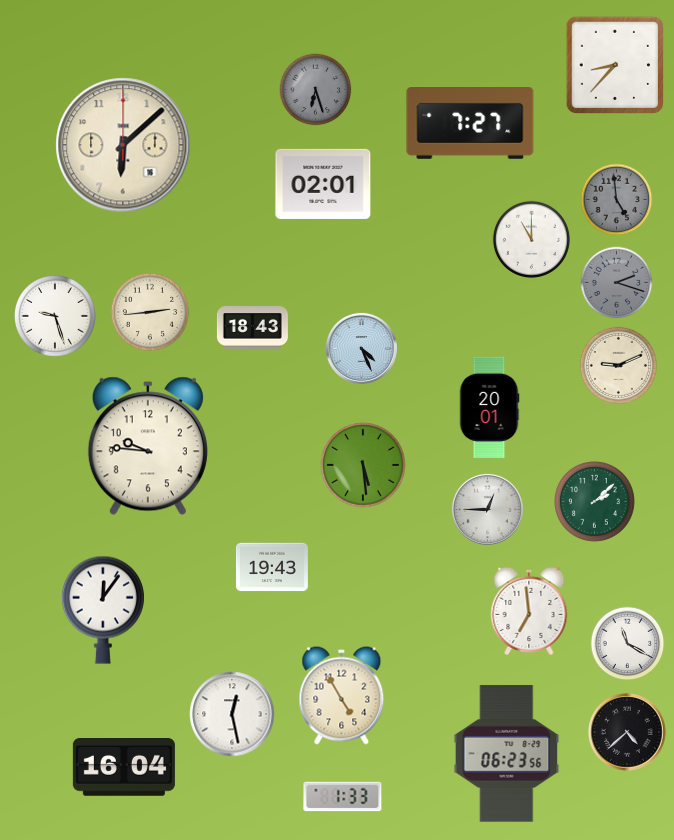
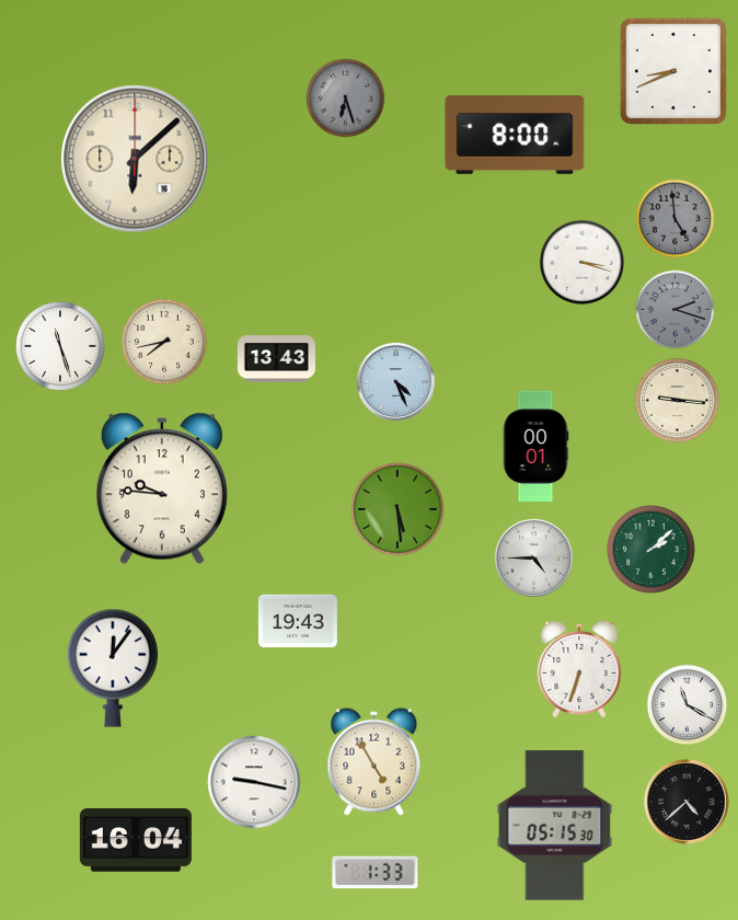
clock at (614, 64): 8:37 -> 8:41
clock at (470, 124): 7:27 -> 8:00
clock at (323, 184): 02:01 -> none
clock at (531, 239): 11:00 -> 3:18
clock at (150, 312): 2:44 -> 7:43
clock at (55, 316): 9:27 -> 11:27
clock at (252, 328): 18:43 -> 13:43
clock at (618, 365): 9:11 -> 9:16
clock at (489, 407): 20:01 -> 00:01
clock at (487, 509): 12:45 -> 4:45
clock at (529, 611): 6:59 -> 6:33
clock at (232, 714): 12:28 -> 9:17
clock at (507, 754): 06:23 -> 05:15
